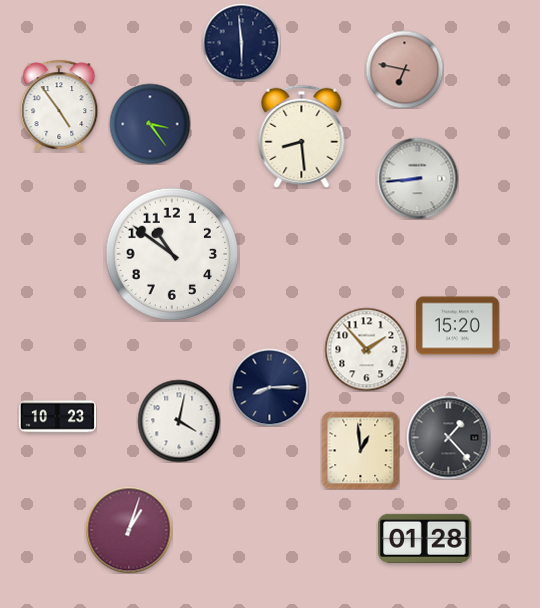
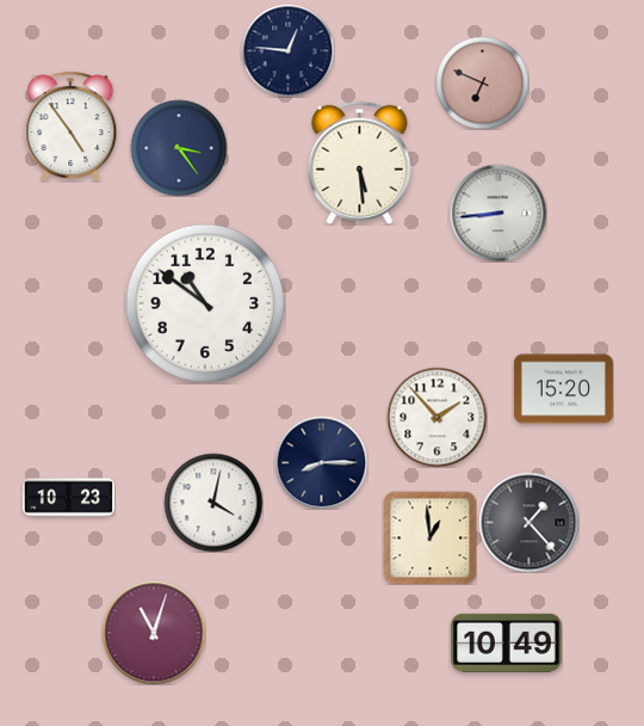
clock at (241, 42): 5:59 -> 12:46
clock at (404, 69): 6:47 -> 6:49
clock at (302, 136): 8:29 -> 5:29
clock at (457, 326) position: (457, 326) -> (563, 389)
clock at (448, 437) position: (448, 437) -> (528, 522)
clock at (129, 530): 1:03 -> 11:03
clock at (425, 538): 01:28 -> 10:49
